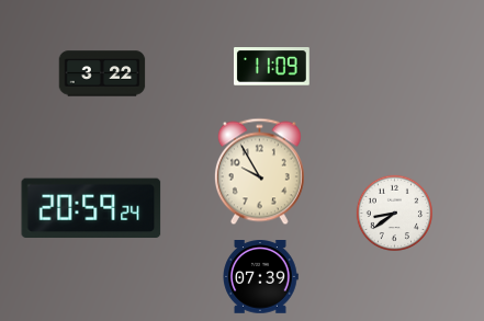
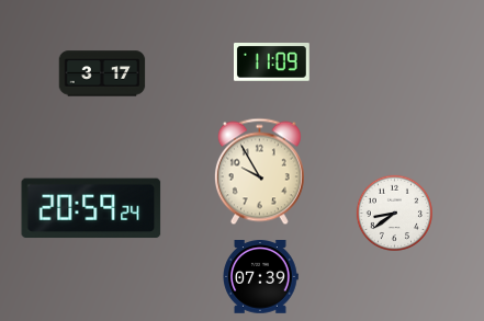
clock at (271, 67) position: (271, 67) -> (271, 62)
clock at (102, 73): 3:22 -> 3:17
